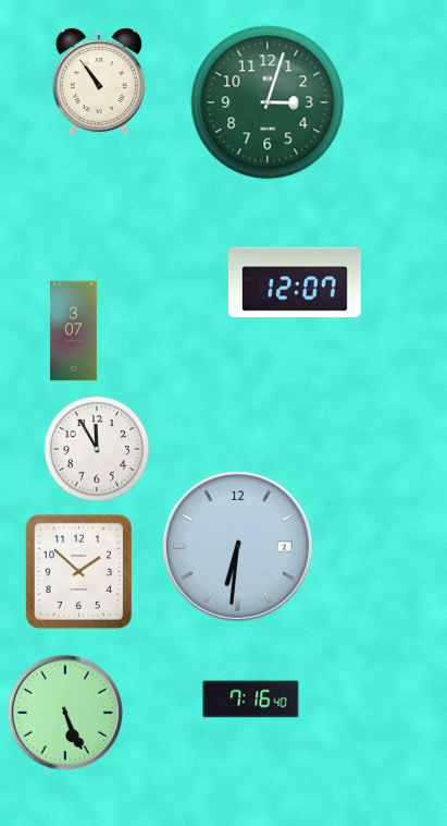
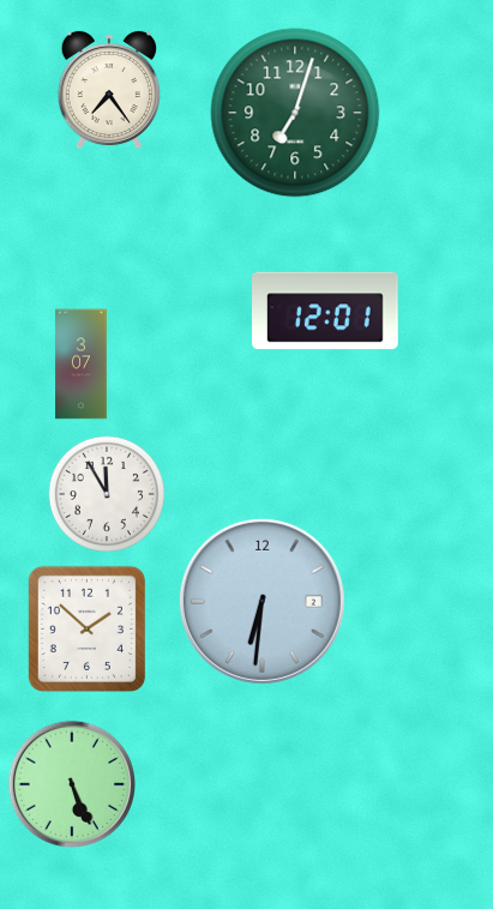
clock at (99, 82): 10:54 -> 7:24
clock at (268, 102): 3:03 -> 7:03
clock at (296, 282): 12:07 -> 12:01
clock at (251, 700): 7:16 -> none
